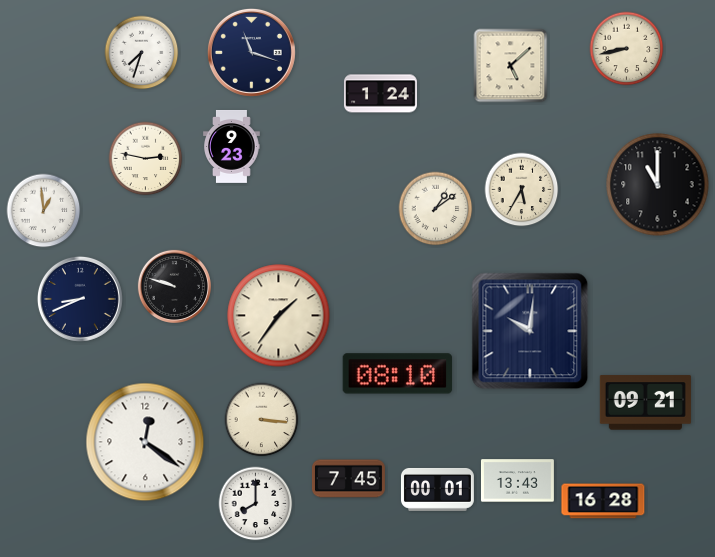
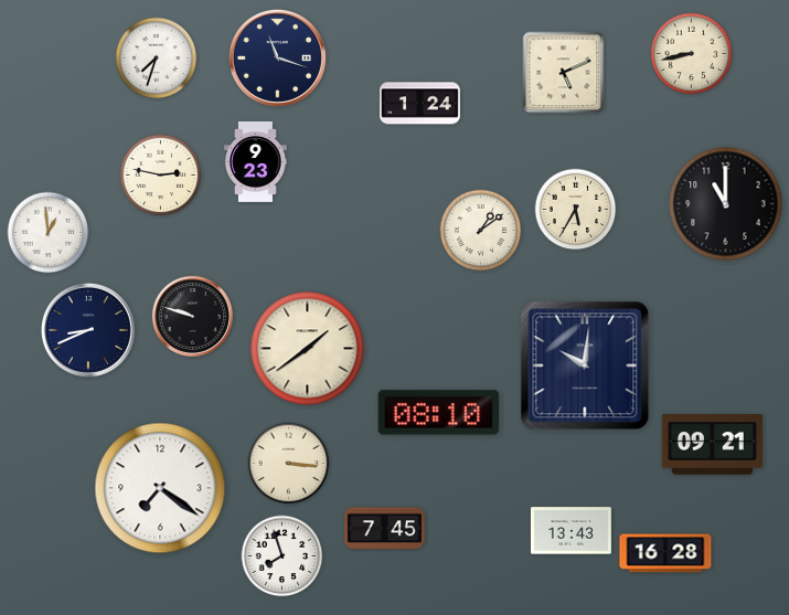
clock at (511, 66): 5:08 -> 5:11
clock at (279, 316): 1:36 -> 1:39
clock at (145, 442): 12:21 -> 7:21
clock at (437, 489): 00:01 -> none
clock at (256, 504): 8:00 -> 7:57
